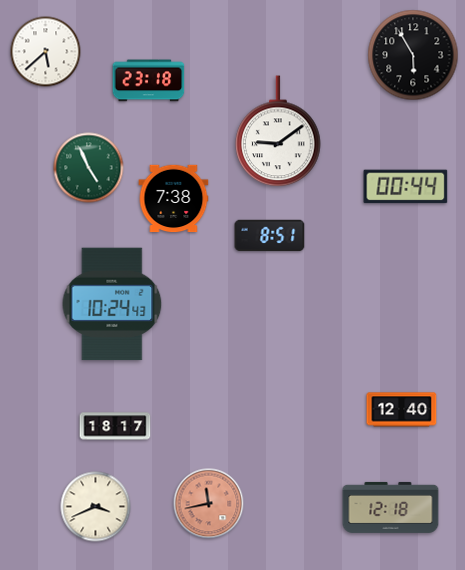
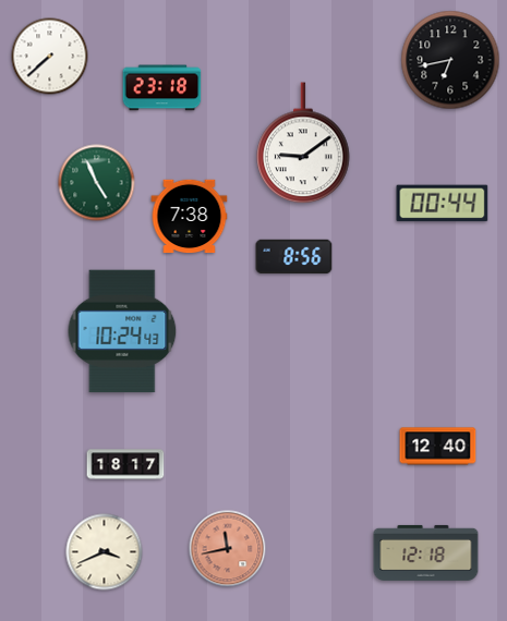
clock at (46, 52): 5:38 -> 7:38
clock at (413, 55): 5:55 -> 6:43
clock at (270, 236): 8:51 -> 8:56
